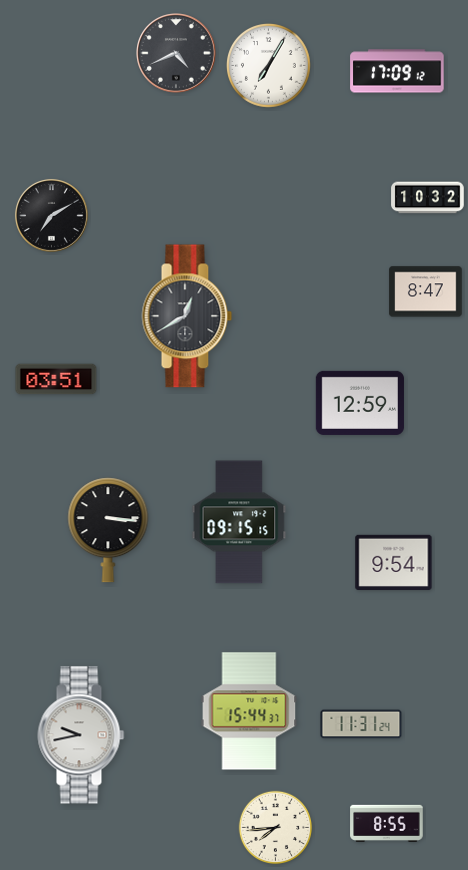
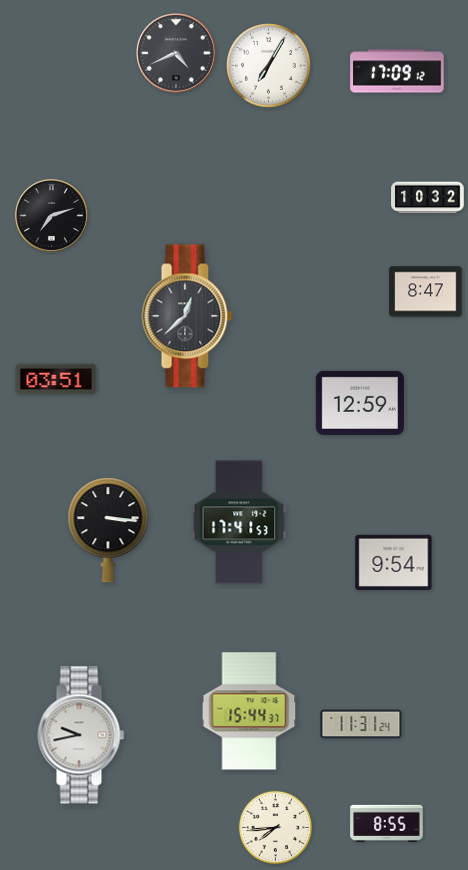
clock at (51, 215): 7:10 -> 7:12
clock at (187, 316): 12:40 -> 12:38
clock at (239, 522): 09:15 -> 17:41
